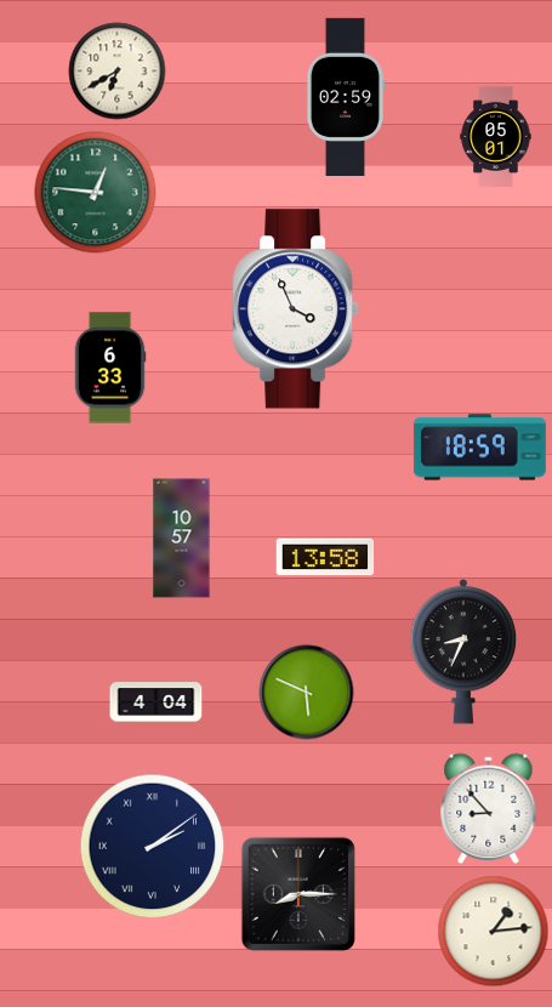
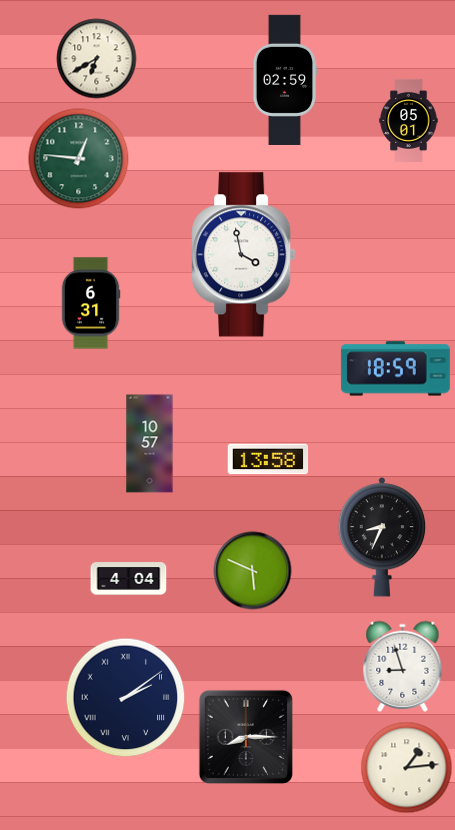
clock at (496, 136) position: (496, 136) -> (409, 120)
clock at (296, 309): 3:56 -> 3:58
clock at (110, 368): 6:33 -> 6:31
clock at (489, 808): 8:53 -> 8:57
